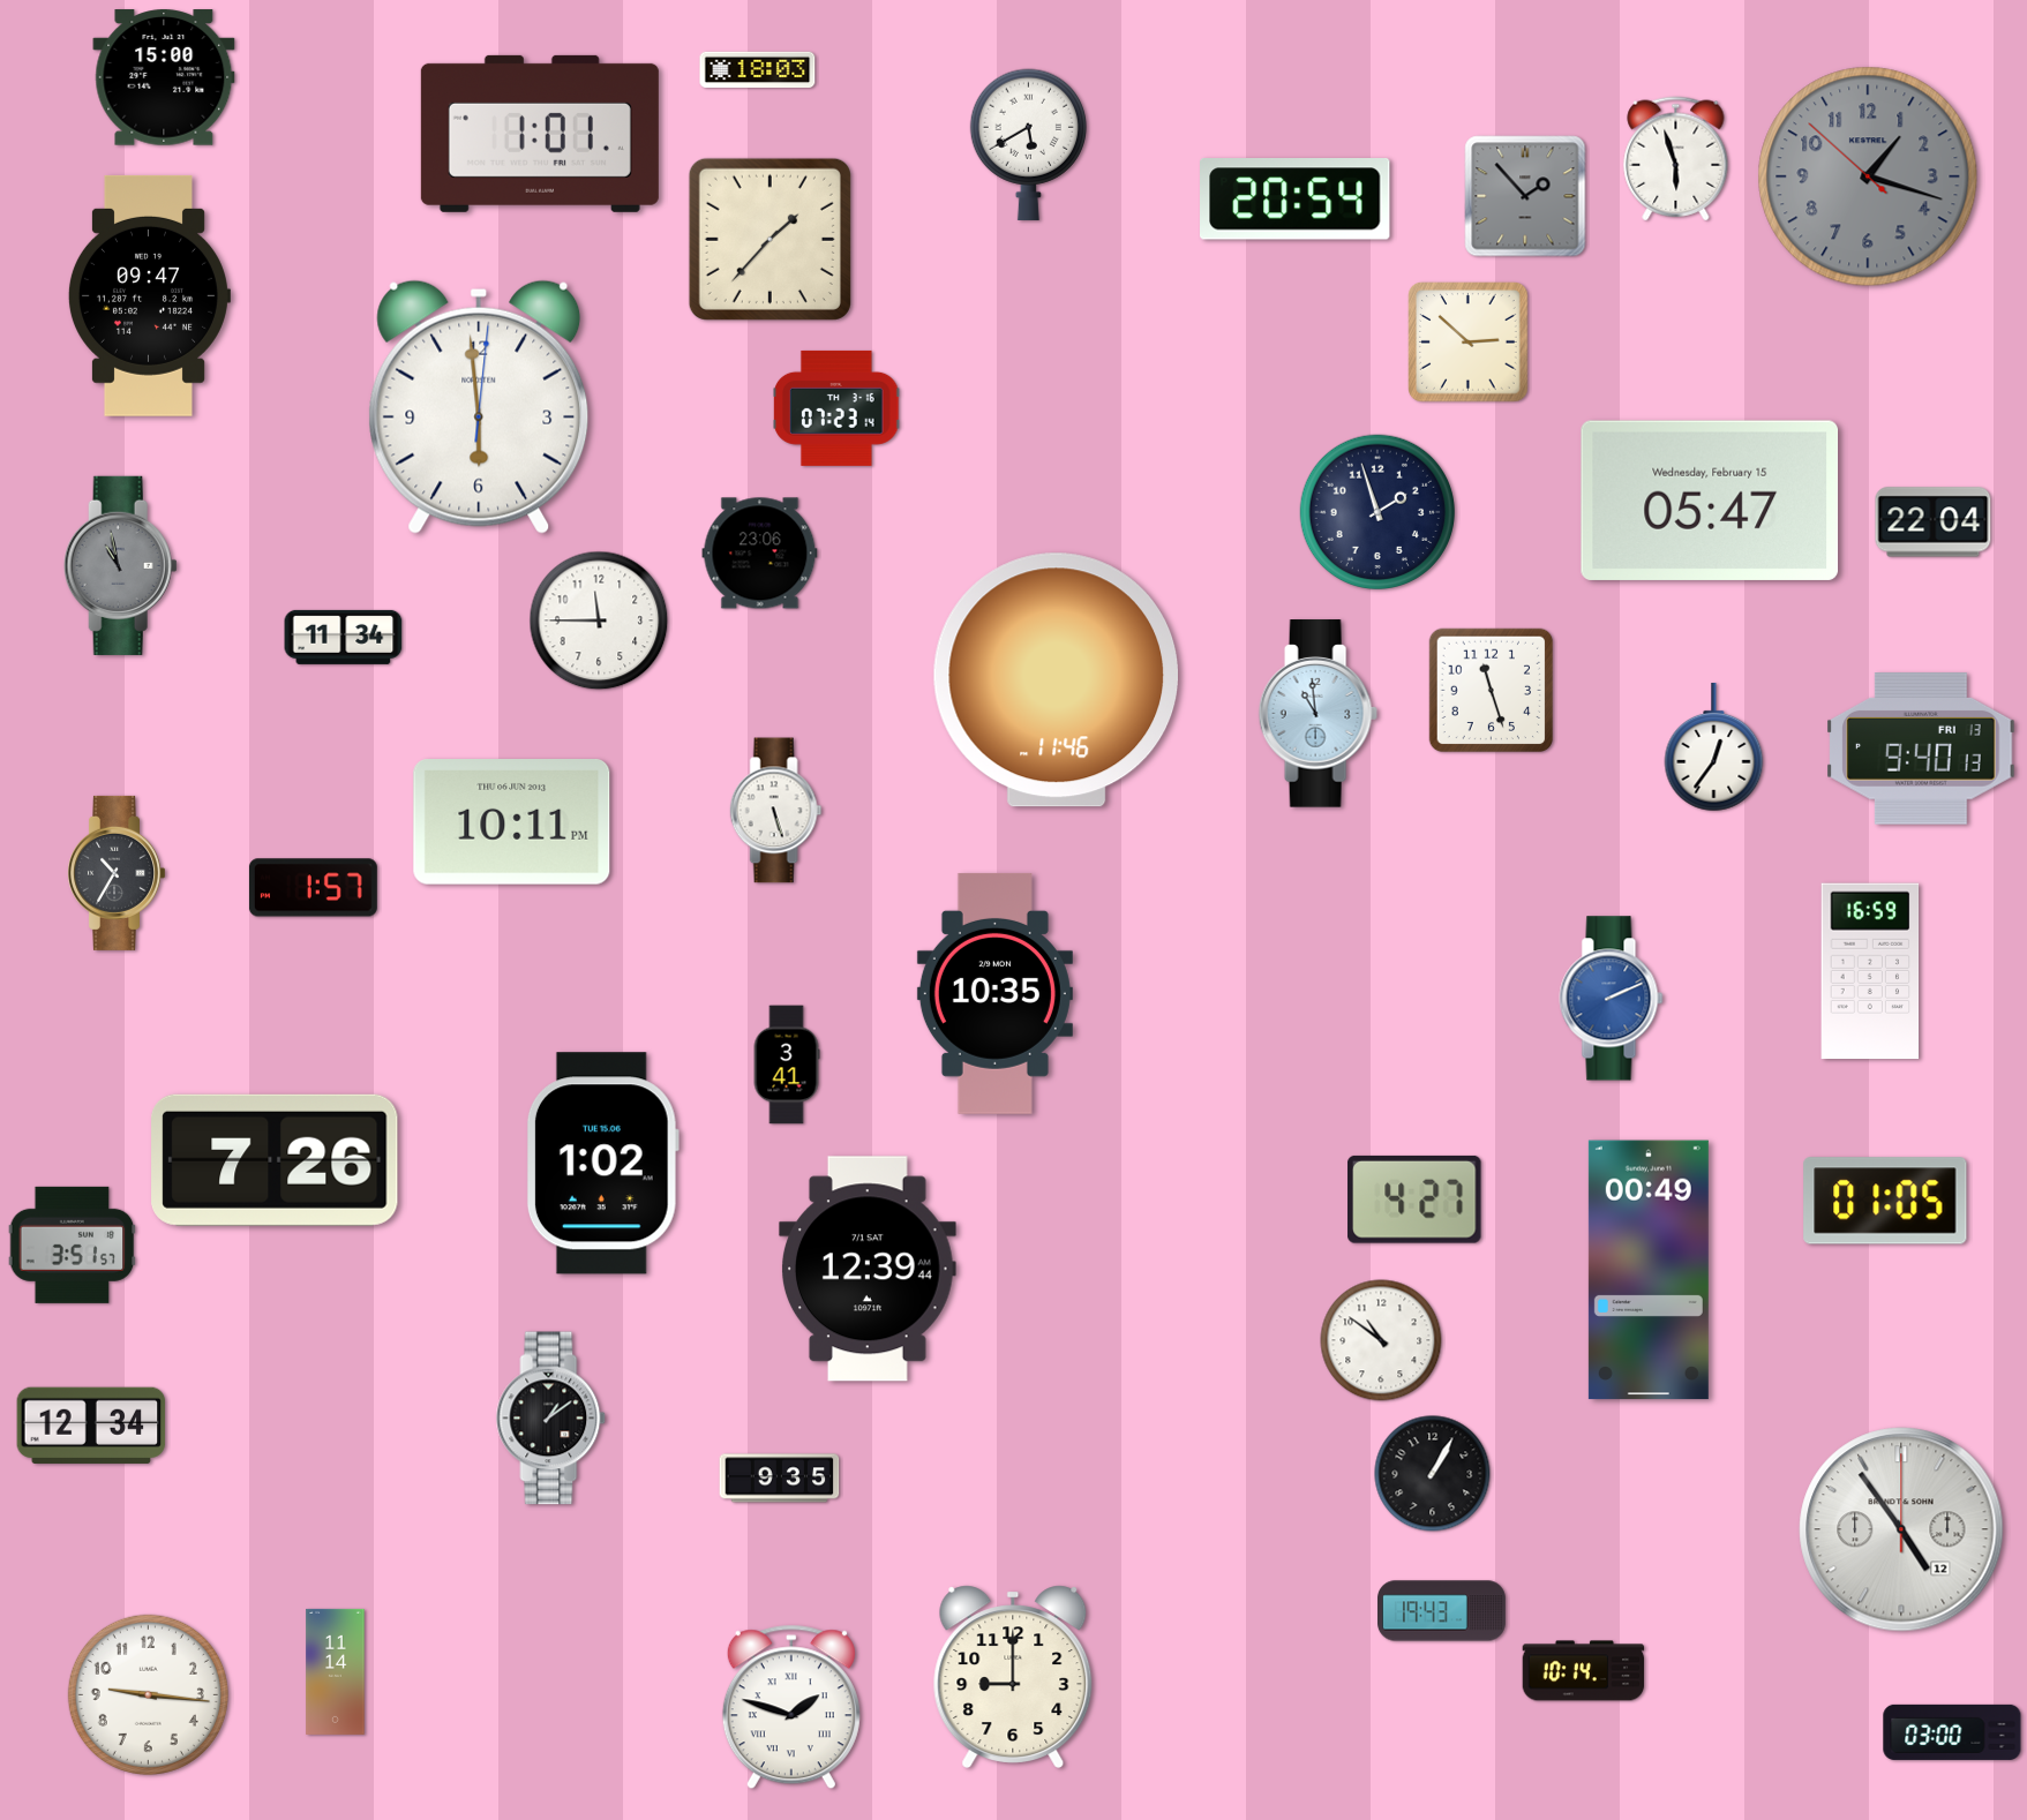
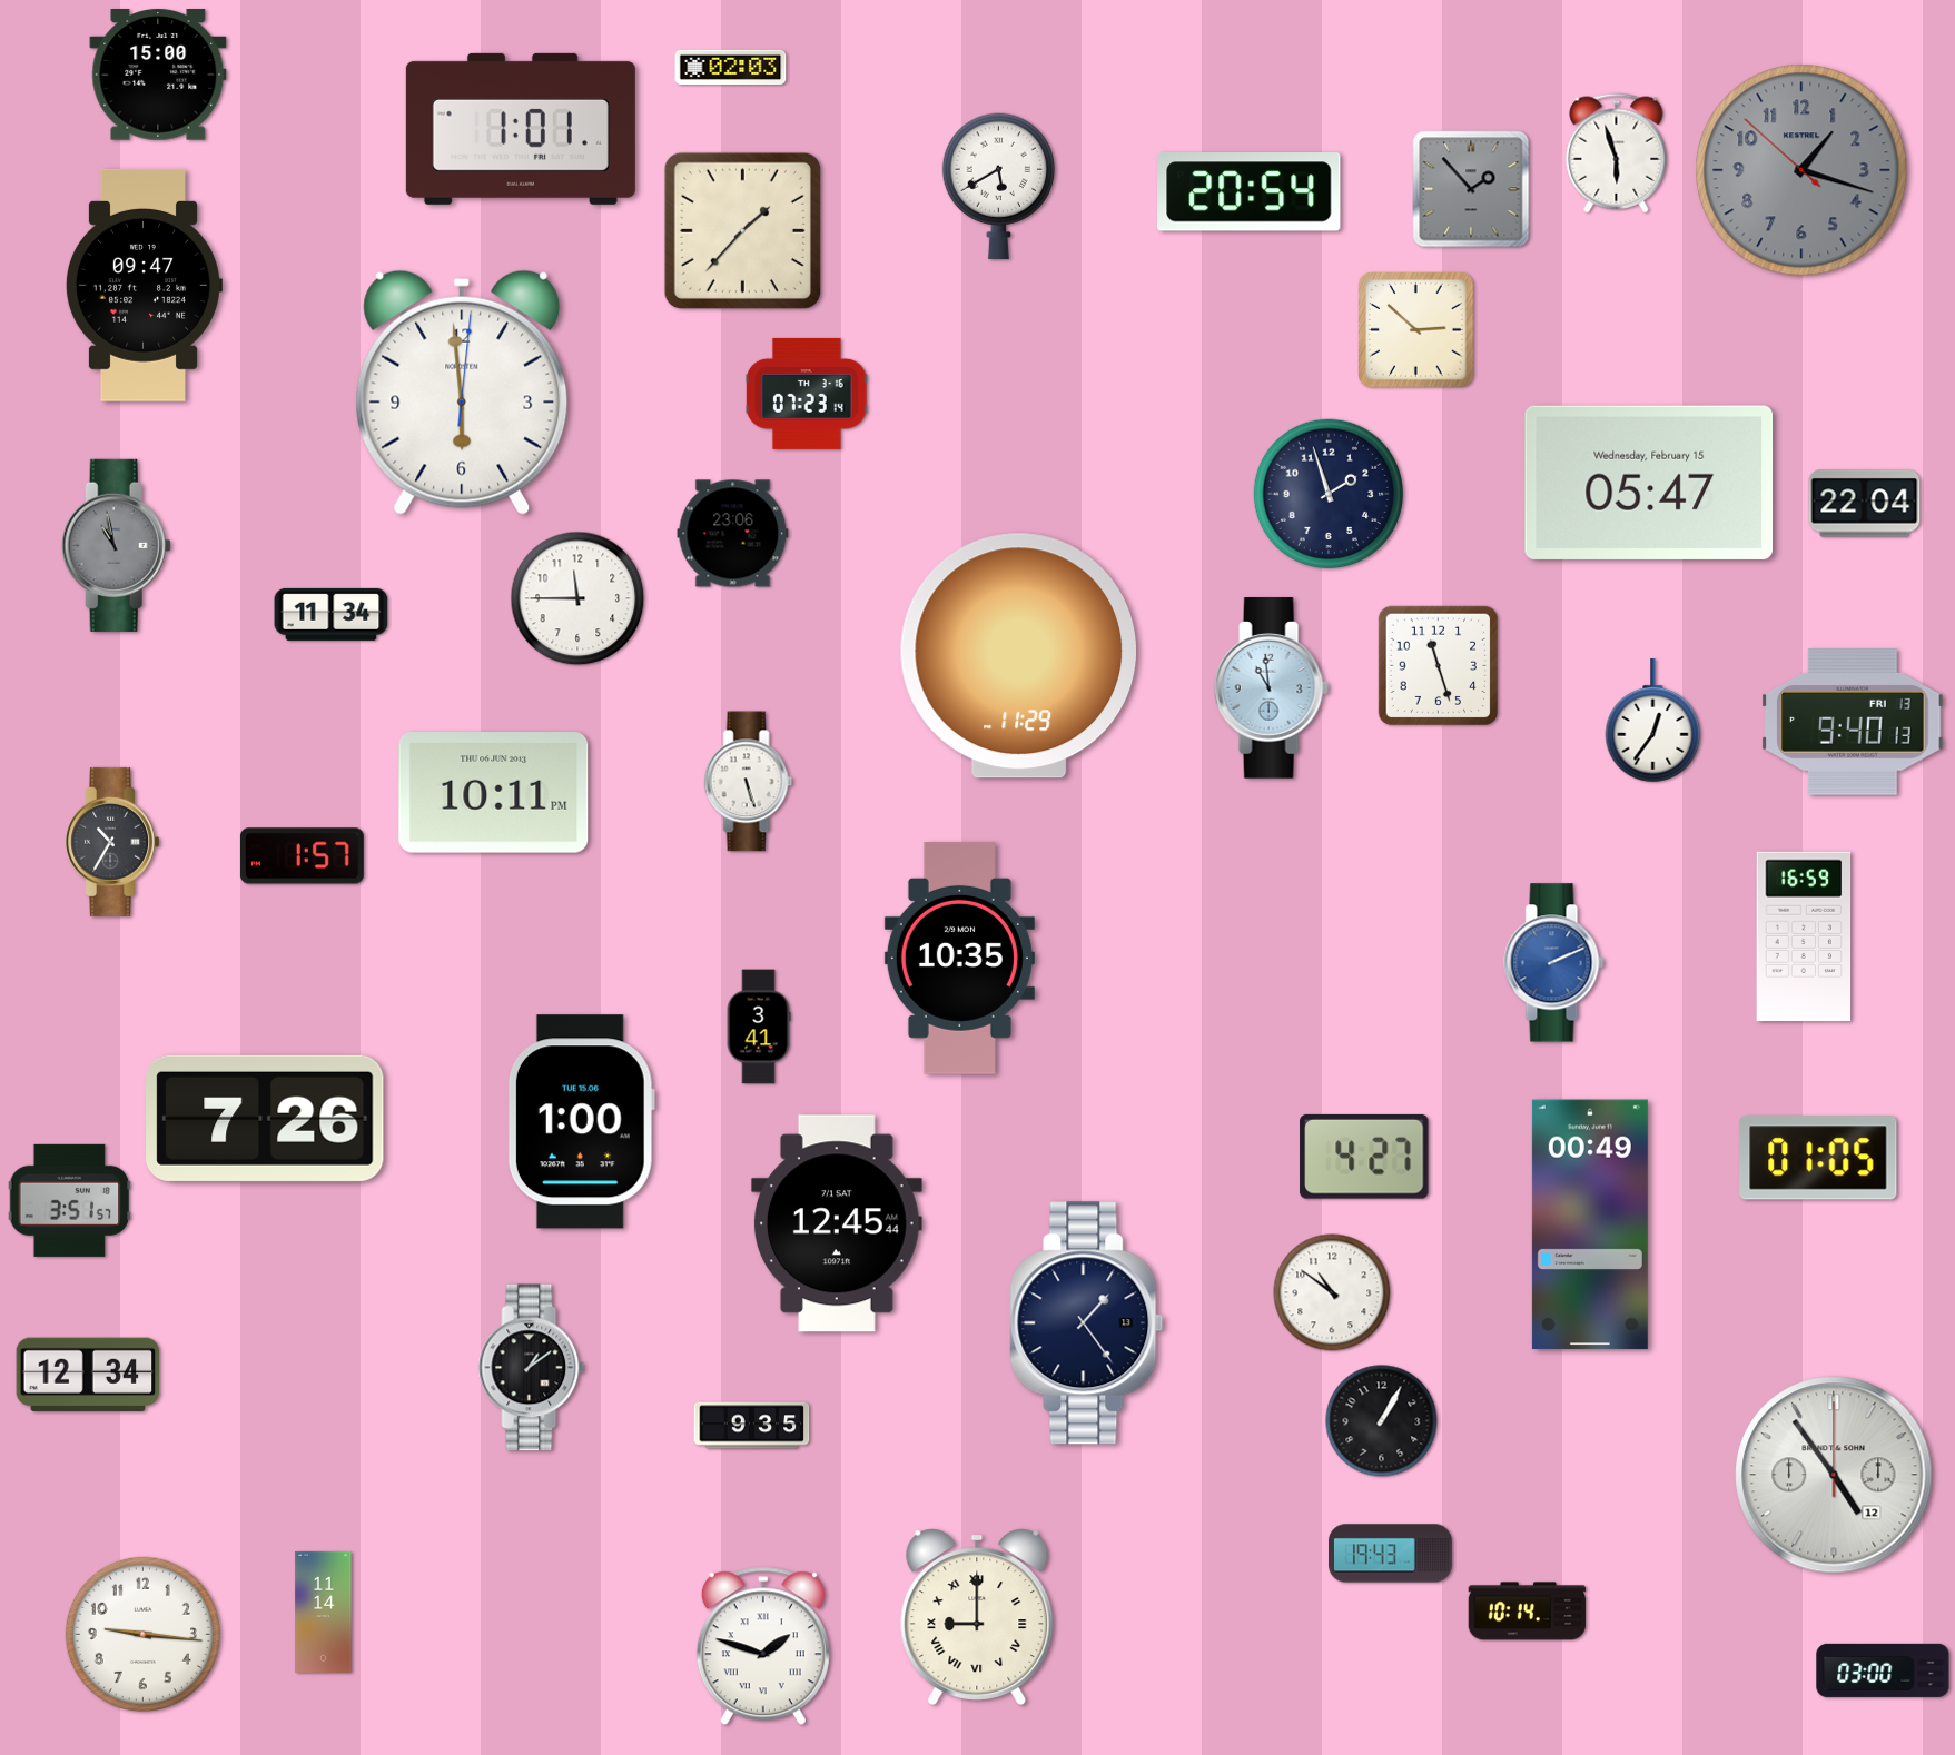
clock at (758, 70): 18:03 -> 02:03
clock at (1028, 144) position: (1028, 144) -> (998, 186)
clock at (1056, 680): 11:46 -> 11:29
clock at (602, 1164): 1:02 -> 1:00
clock at (868, 1269): 12:39 -> 12:45
clock at (1087, 1323): none -> 1:24
clock at (1013, 1677) numerals: Arabic -> Roman
